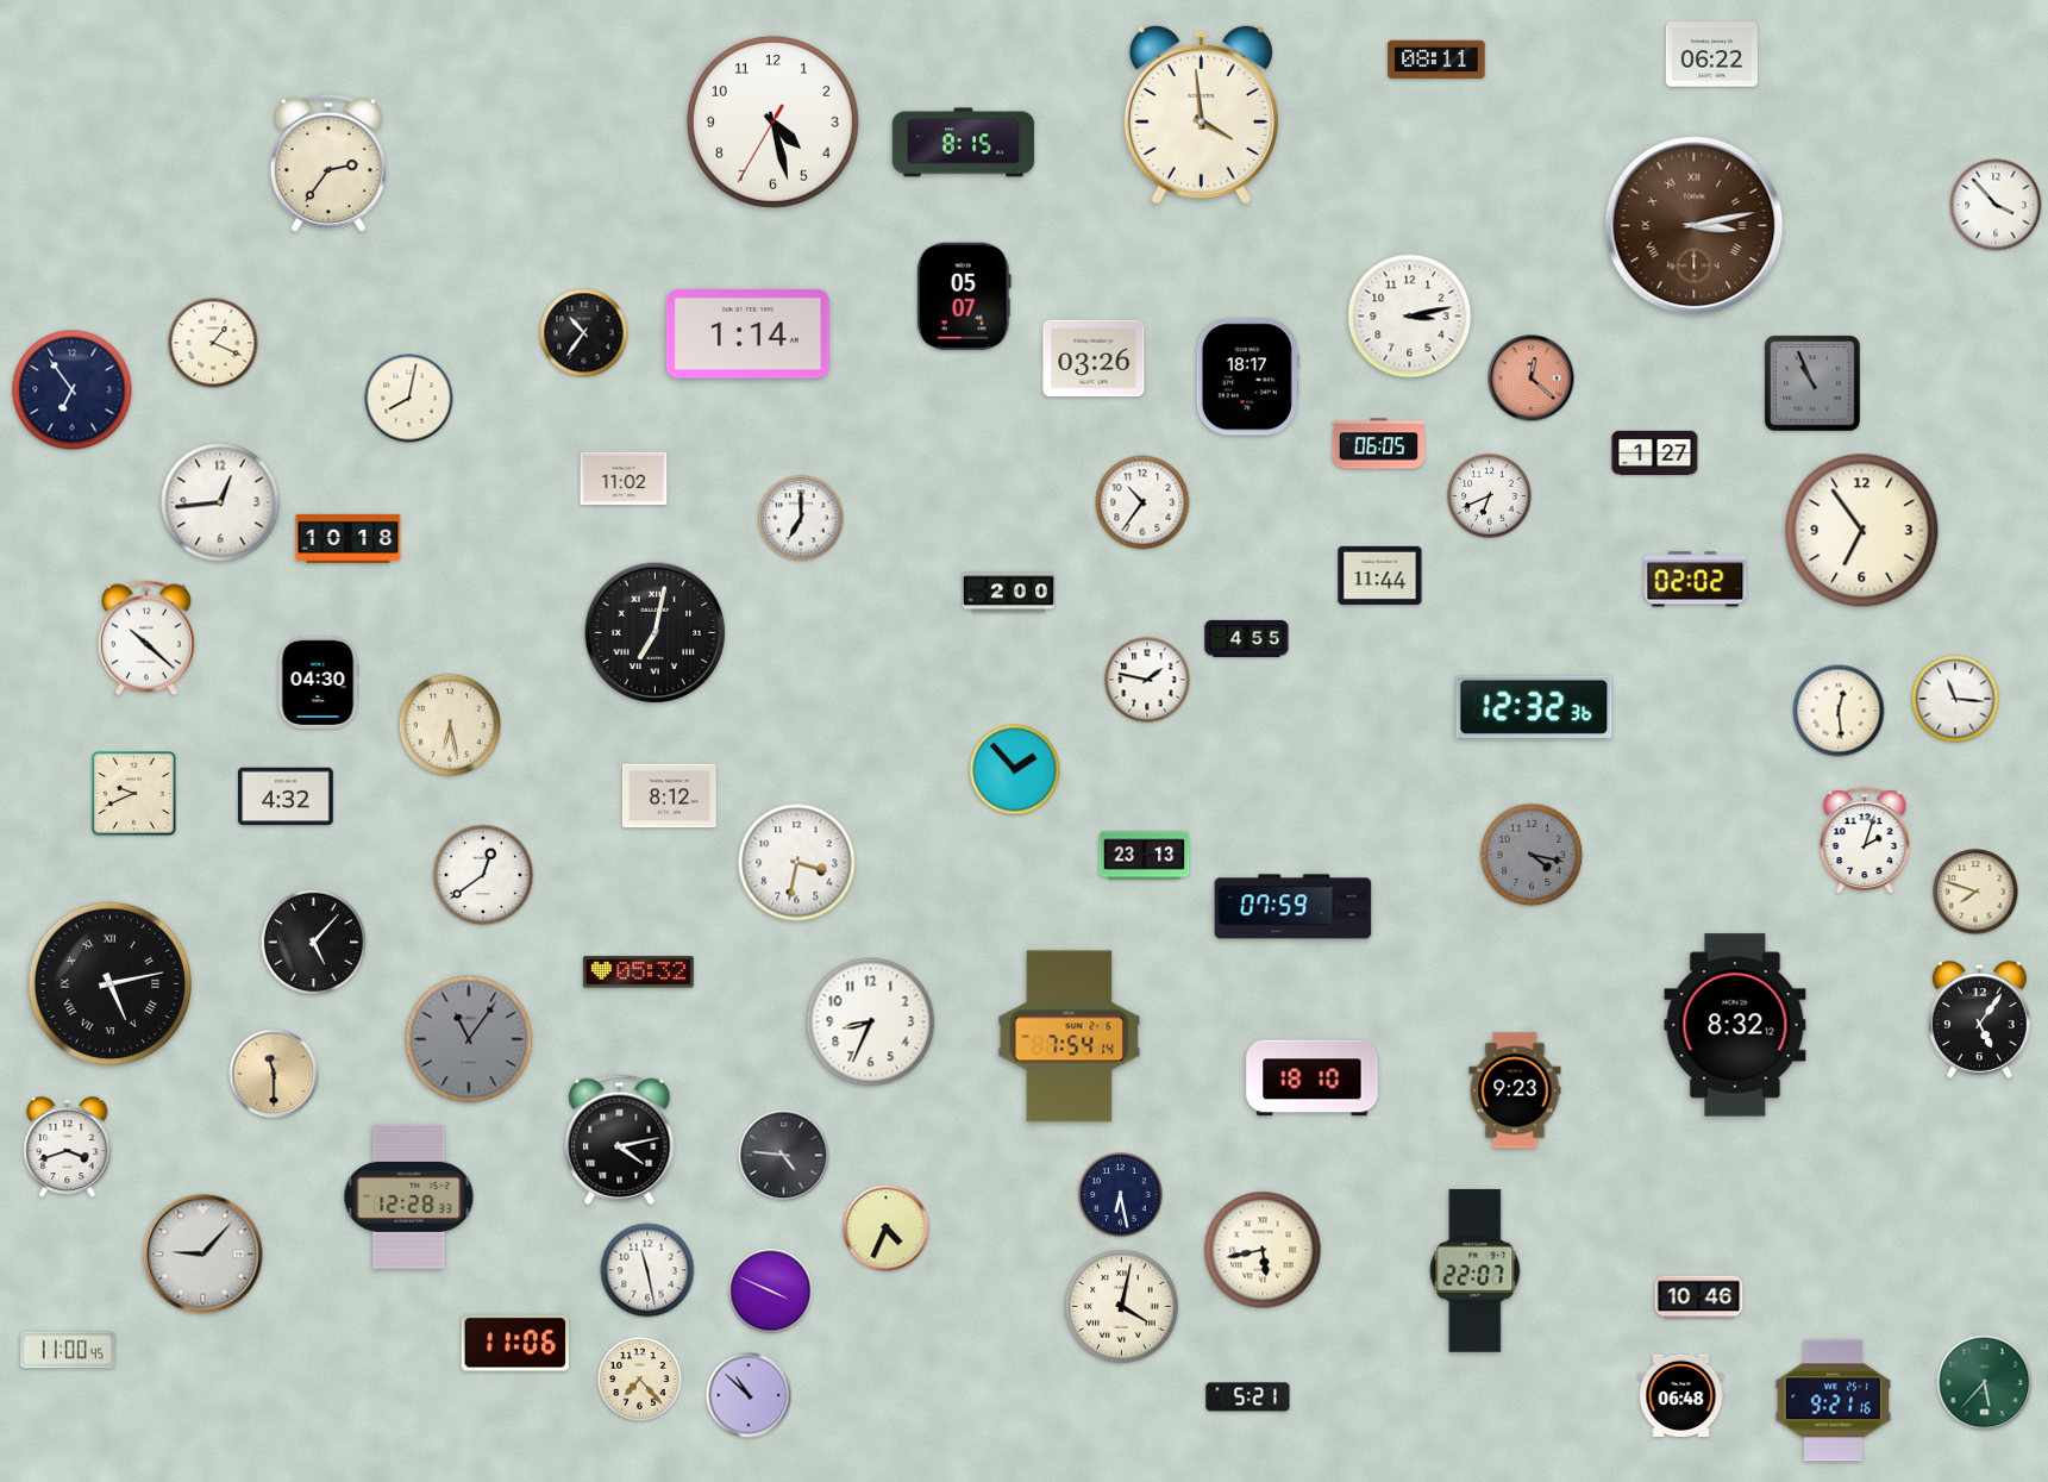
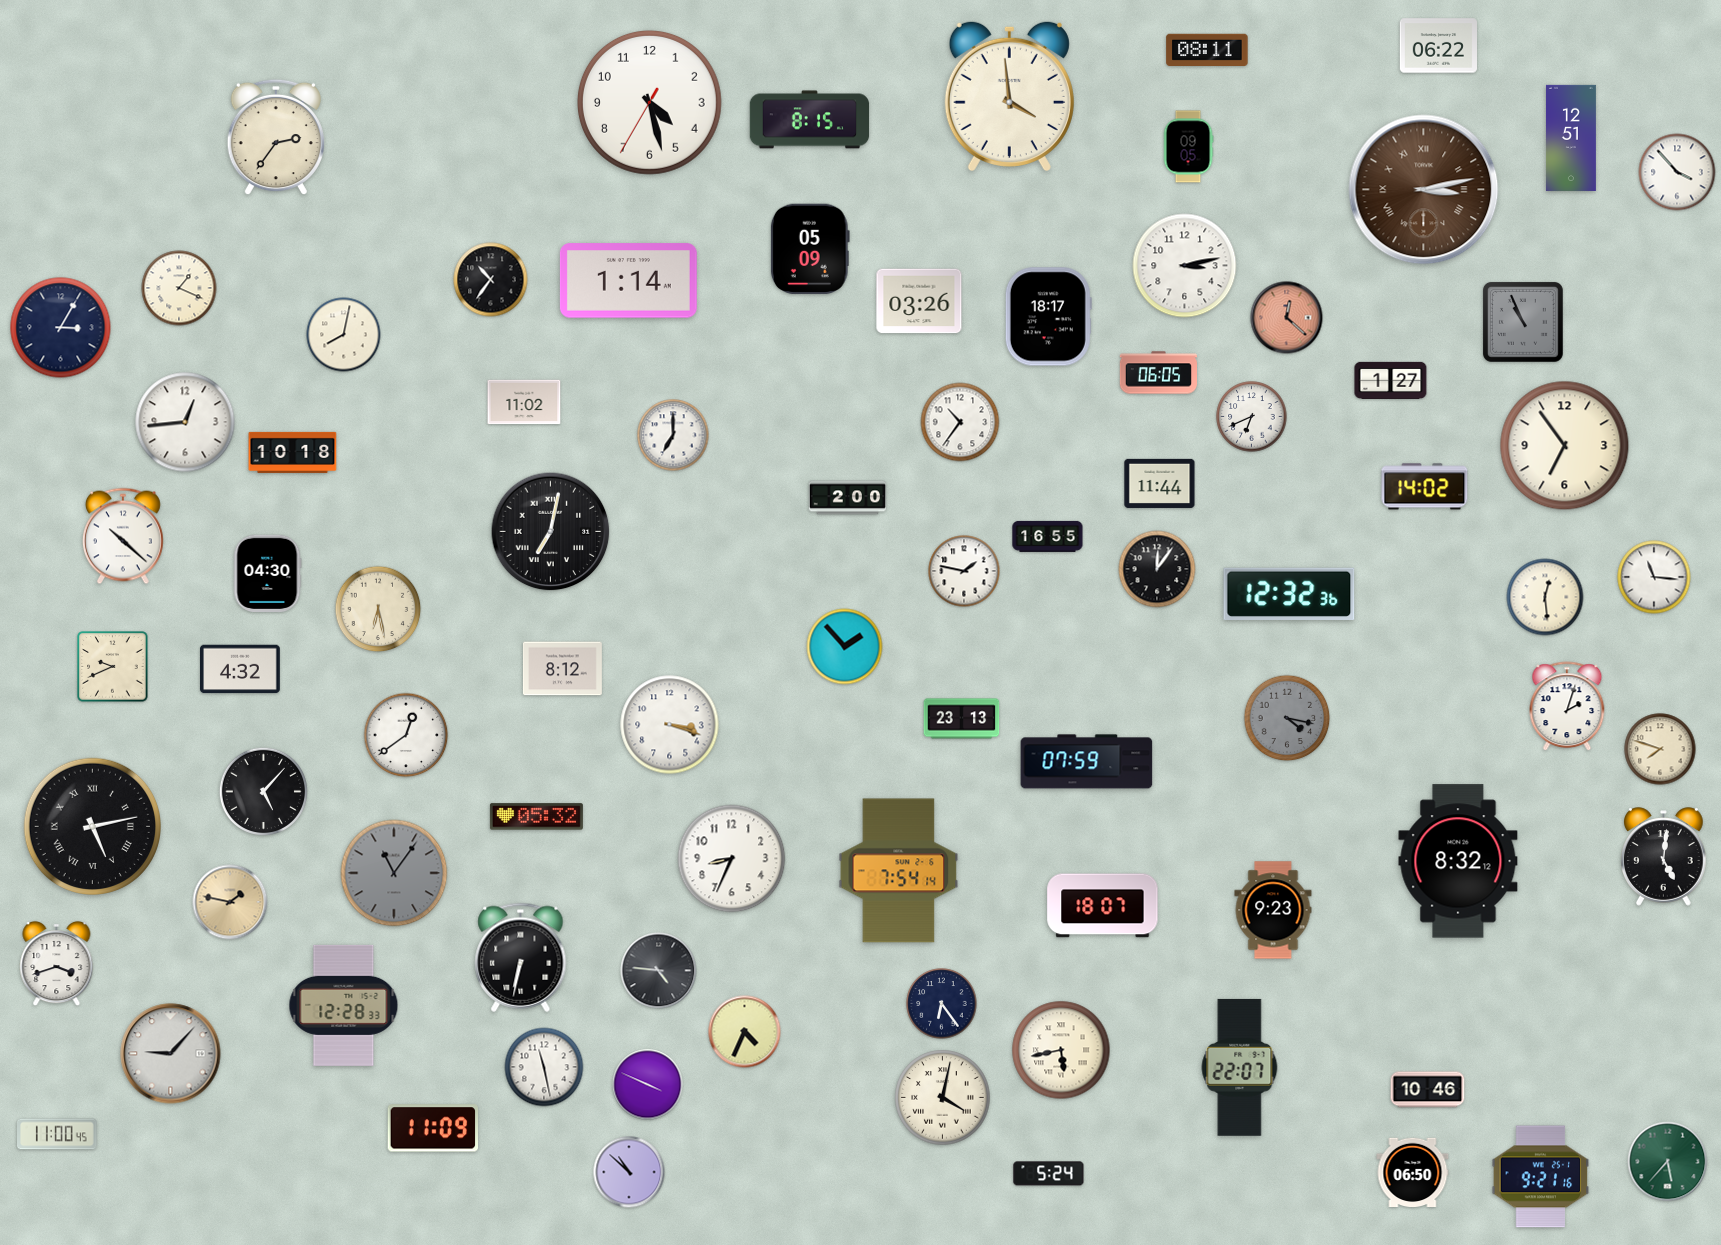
clock at (1571, 138): none -> 12:51
clock at (1188, 147): none -> 09:05
clock at (964, 296): 05:07 -> 05:09
clock at (73, 390): 6:54 -> 3:05
clock at (1696, 580): 02:02 -> 14:02
clock at (1247, 638): 4:55 -> 16:55
clock at (1157, 569): none -> 12:06
clock at (1955, 699) position: (1955, 699) -> (1654, 577)
clock at (1015, 770) position: (1015, 770) -> (845, 647)
clock at (797, 863): 3:32 -> 3:18
clock at (1980, 1020): 5:06 -> 5:01
clock at (274, 1074): 11:30 -> 1:47
clock at (1313, 1078): 18:10 -> 18:07
clock at (1515, 1090) position: (1515, 1090) -> (1273, 910)
clock at (620, 1139): 4:13 -> 6:32
clock at (1121, 1195): 6:28 -> 6:24
clock at (515, 1343): 11:06 -> 11:09
clock at (640, 1380): 7:23 -> none
clock at (1681, 1396): 06:48 -> 06:50
clock at (1248, 1397): 5:21 -> 5:24
